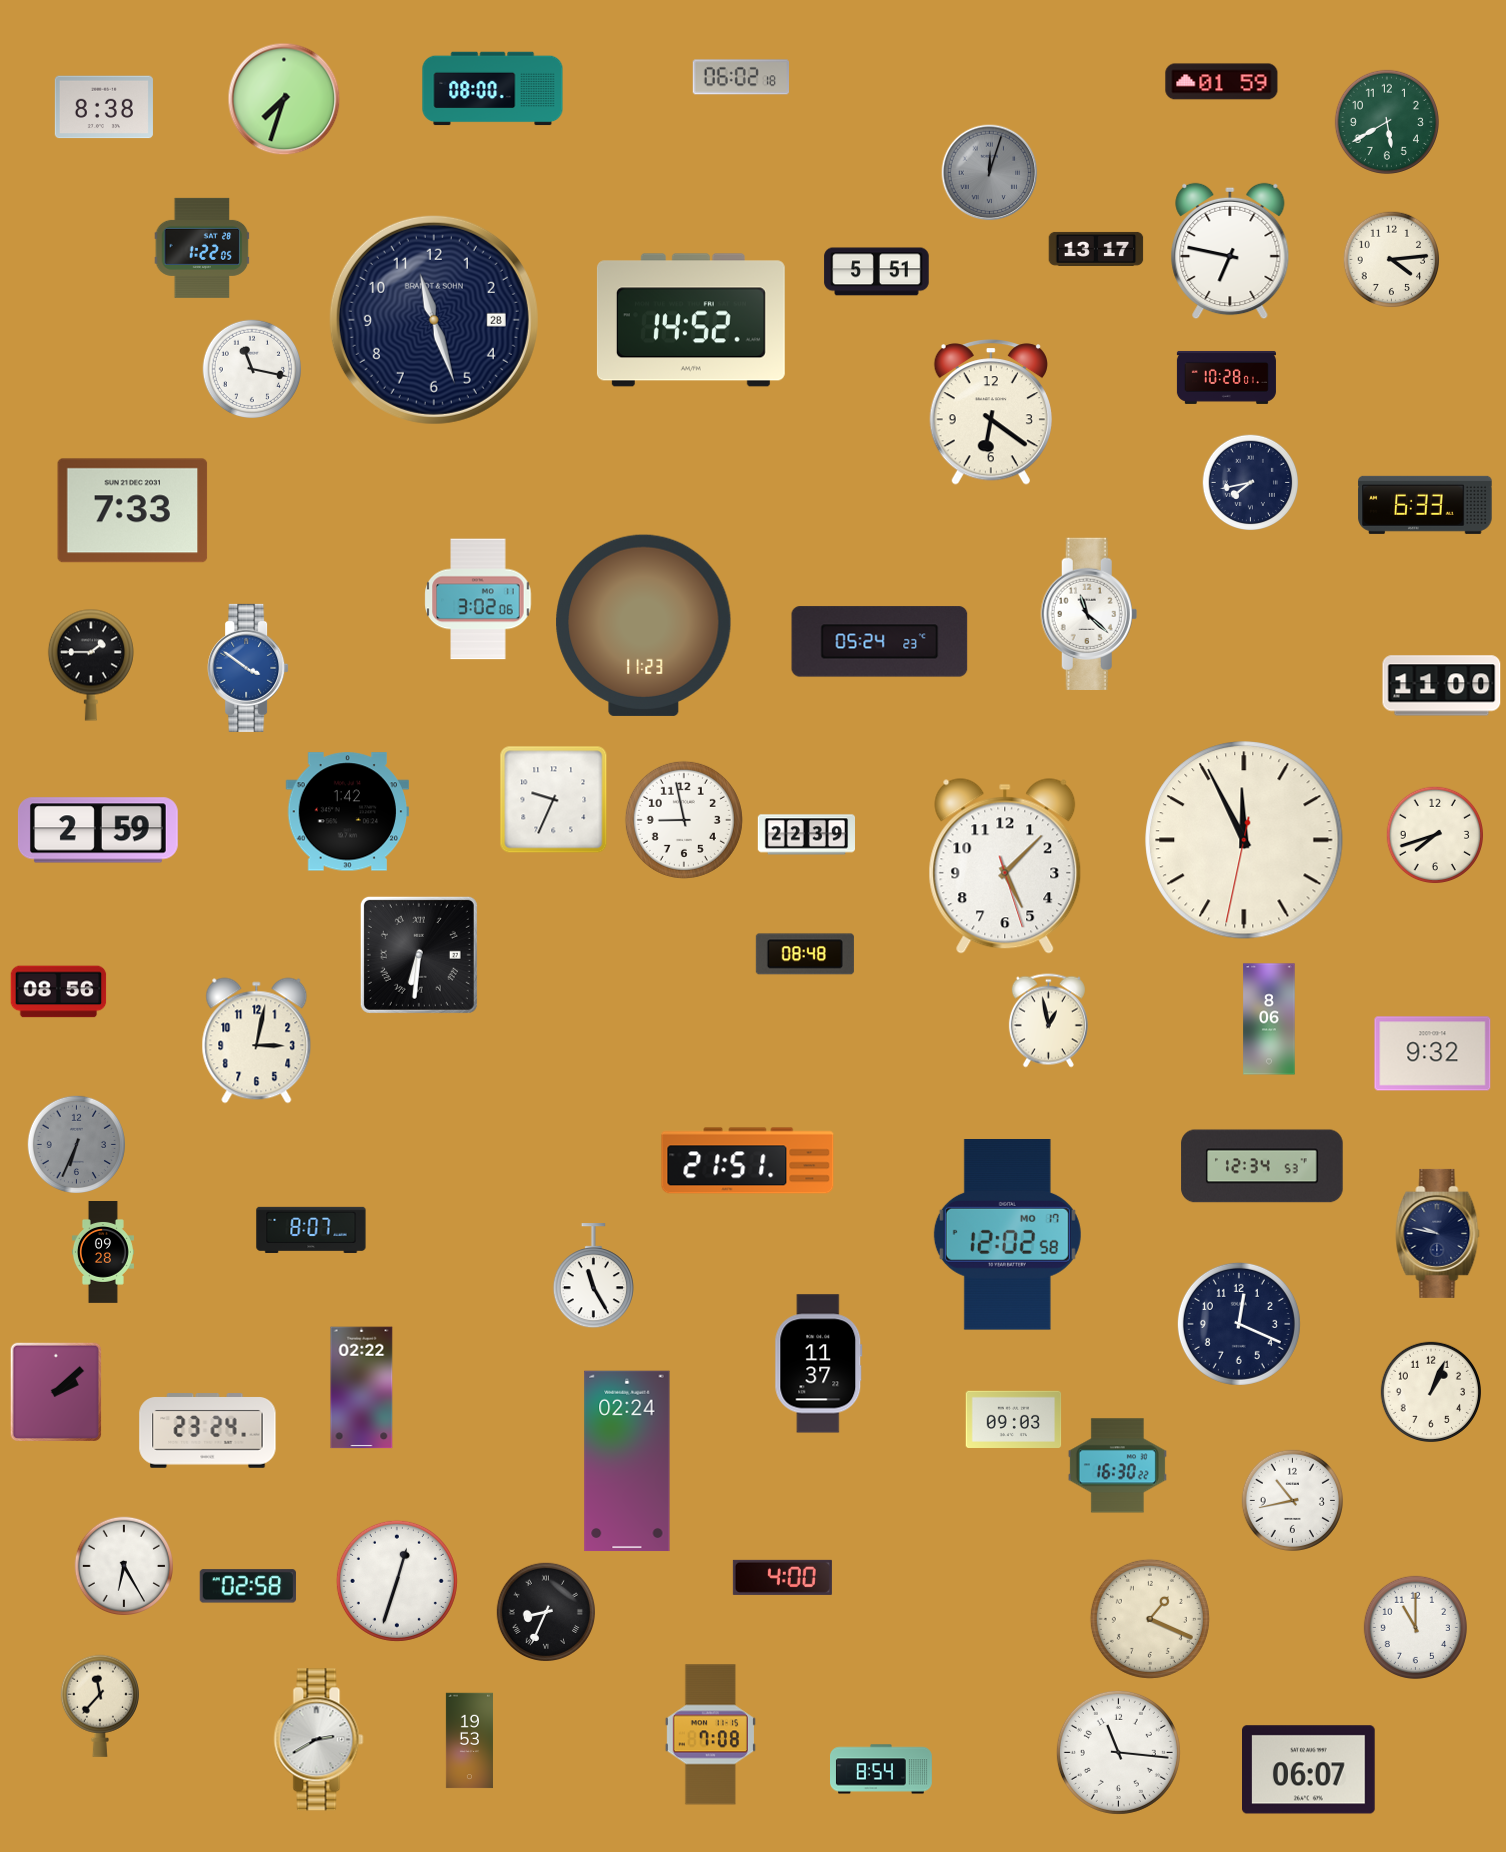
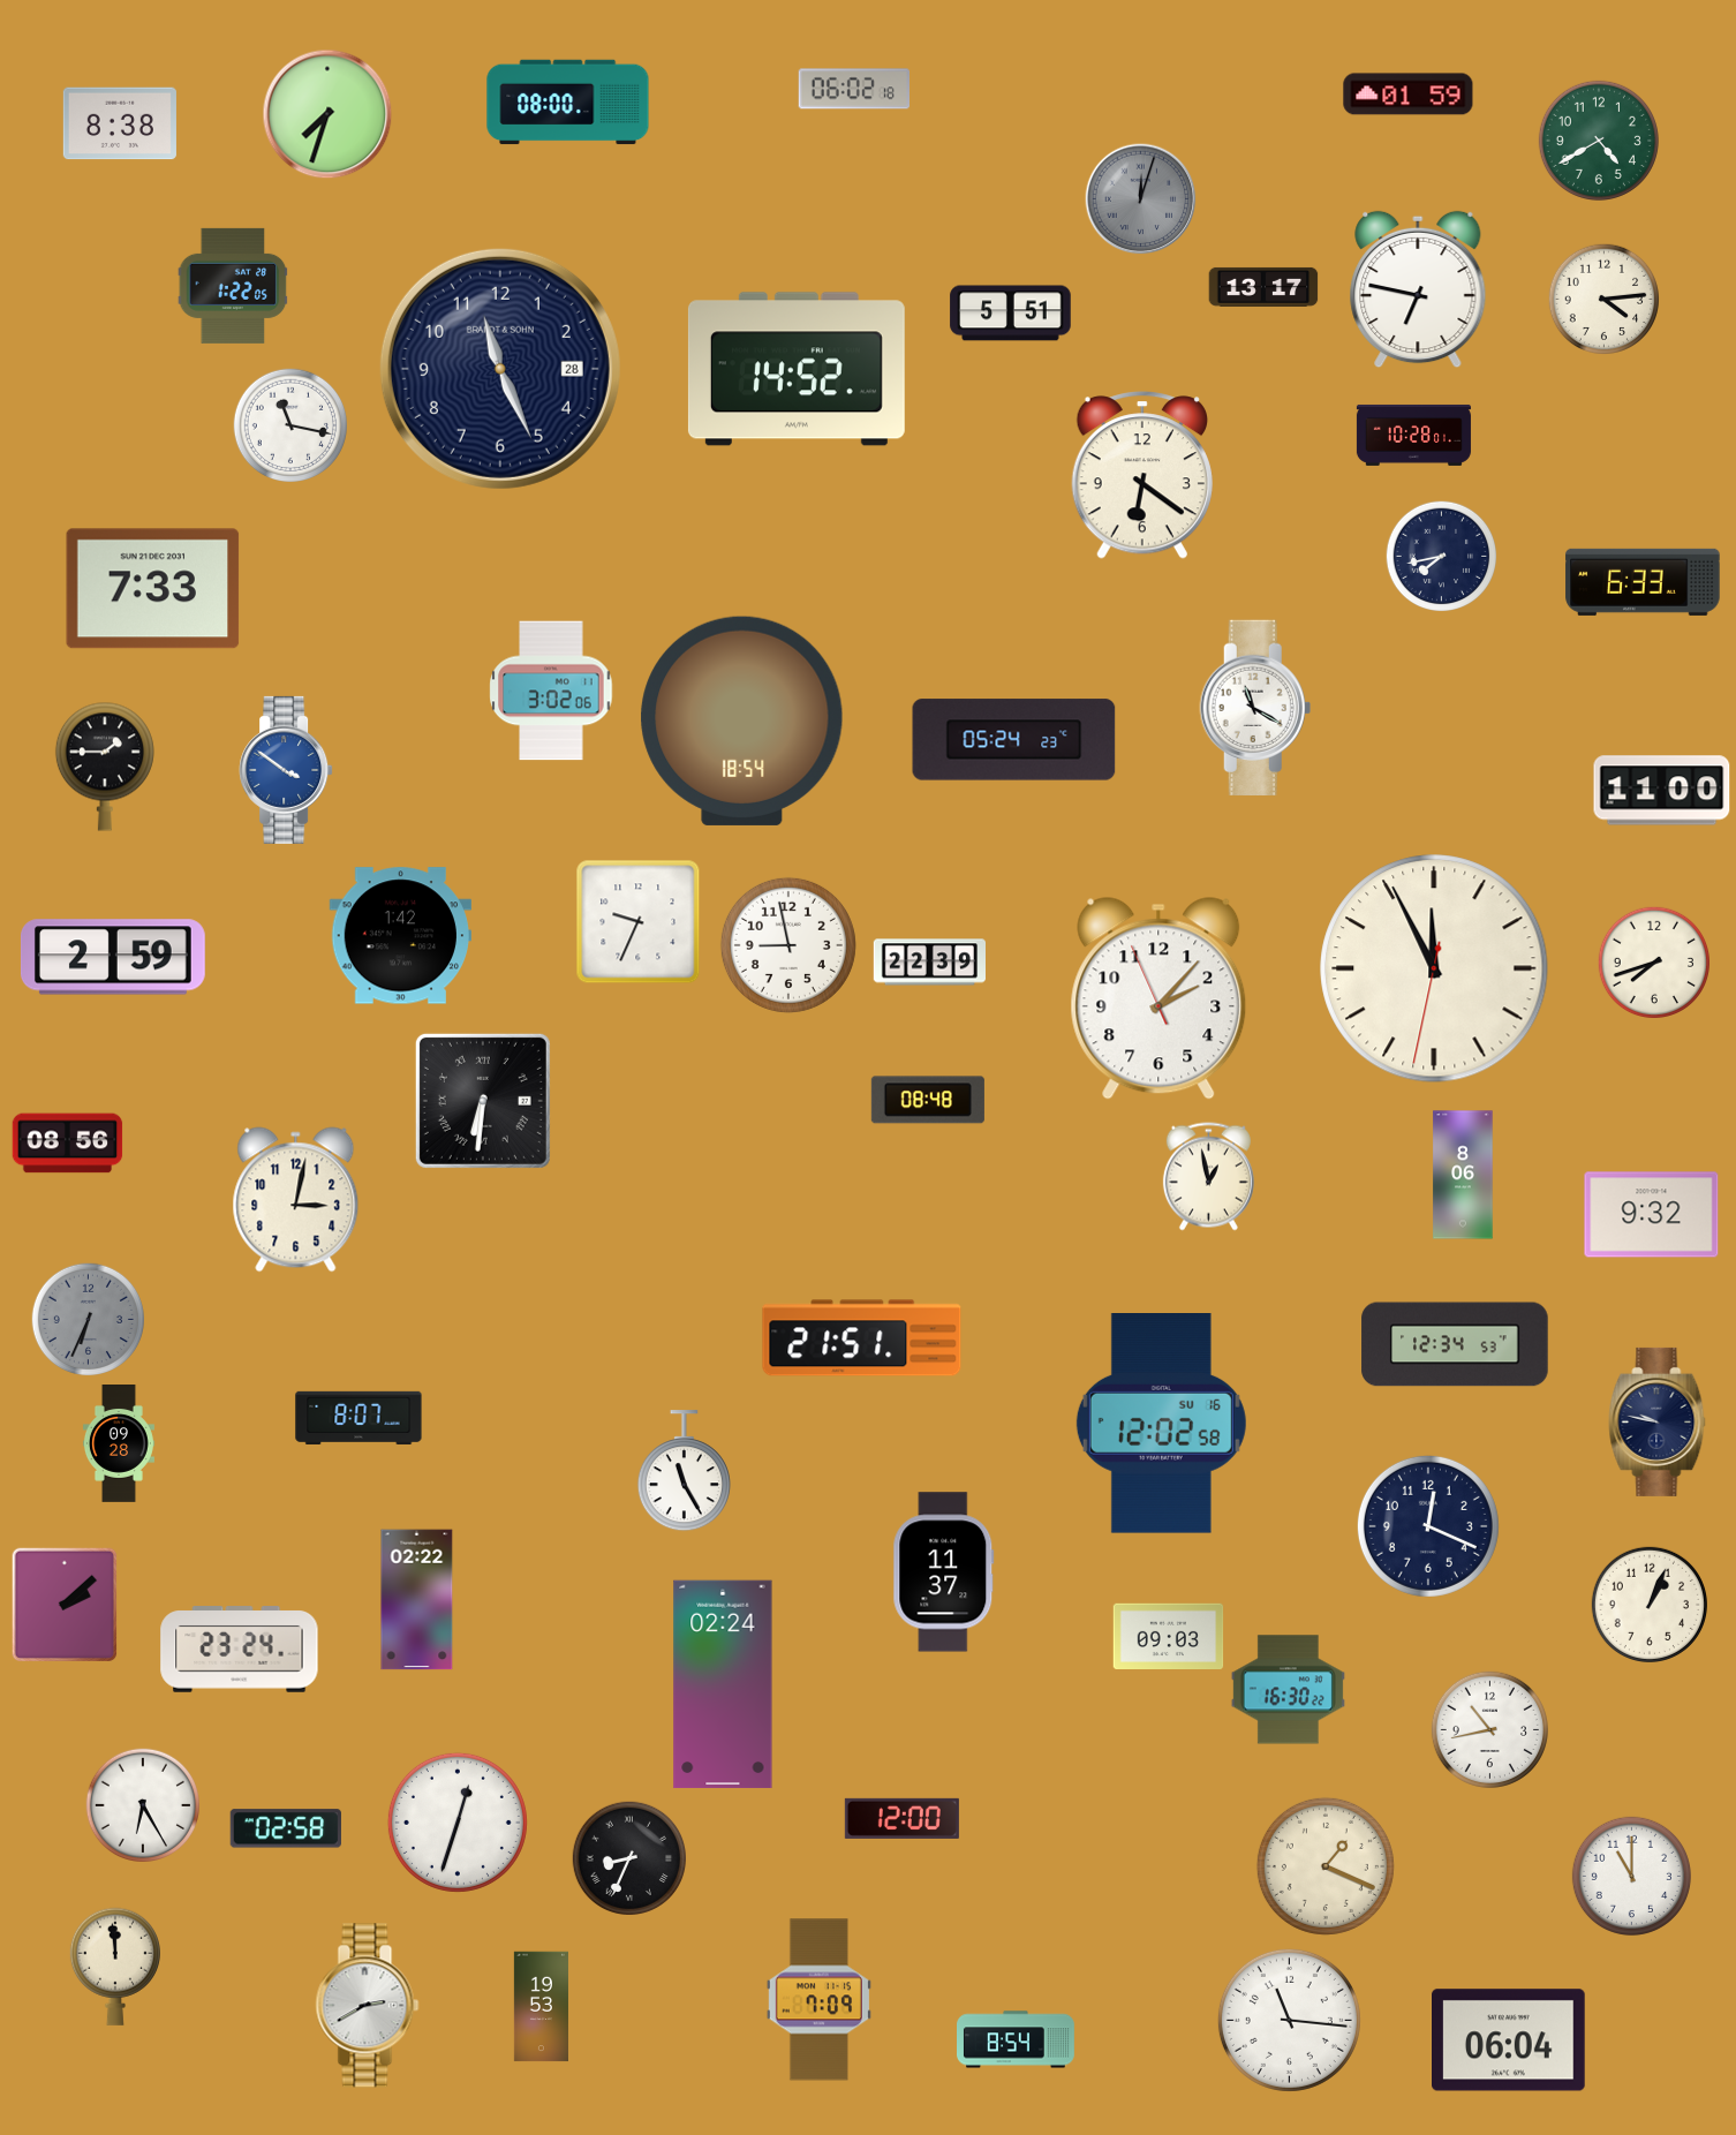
clock at (1387, 122): 5:40 -> 4:40
clock at (434, 320): 11:27 -> 11:26
clock at (1089, 613): 11:22 -> 11:20
clock at (644, 625): 11:23 -> 18:54
clock at (1005, 866): 5:07 -> 2:06
clock at (1007, 1235) date: MO 17 -> SU 16
clock at (782, 1577): 4:00 -> 12:00
clock at (100, 1706): 11:37 -> 11:59
clock at (710, 1735): 7:08 -> 7:09
clock at (1309, 1770): 06:07 -> 06:04
